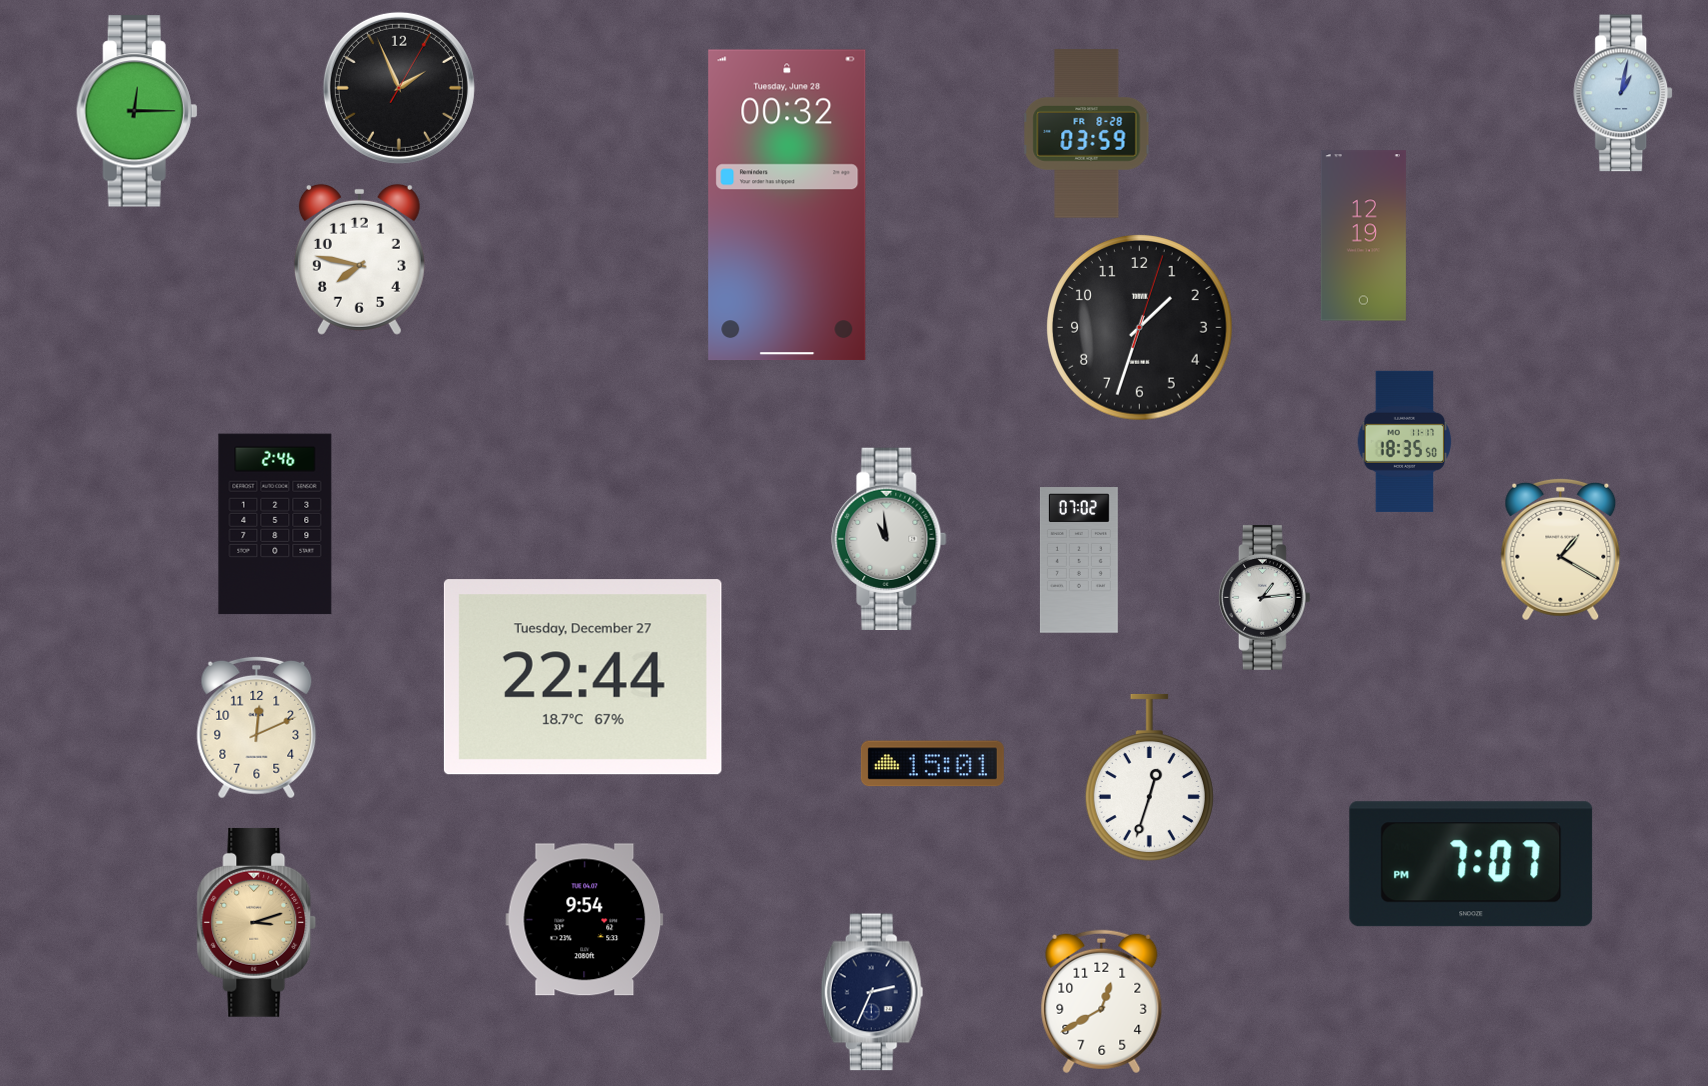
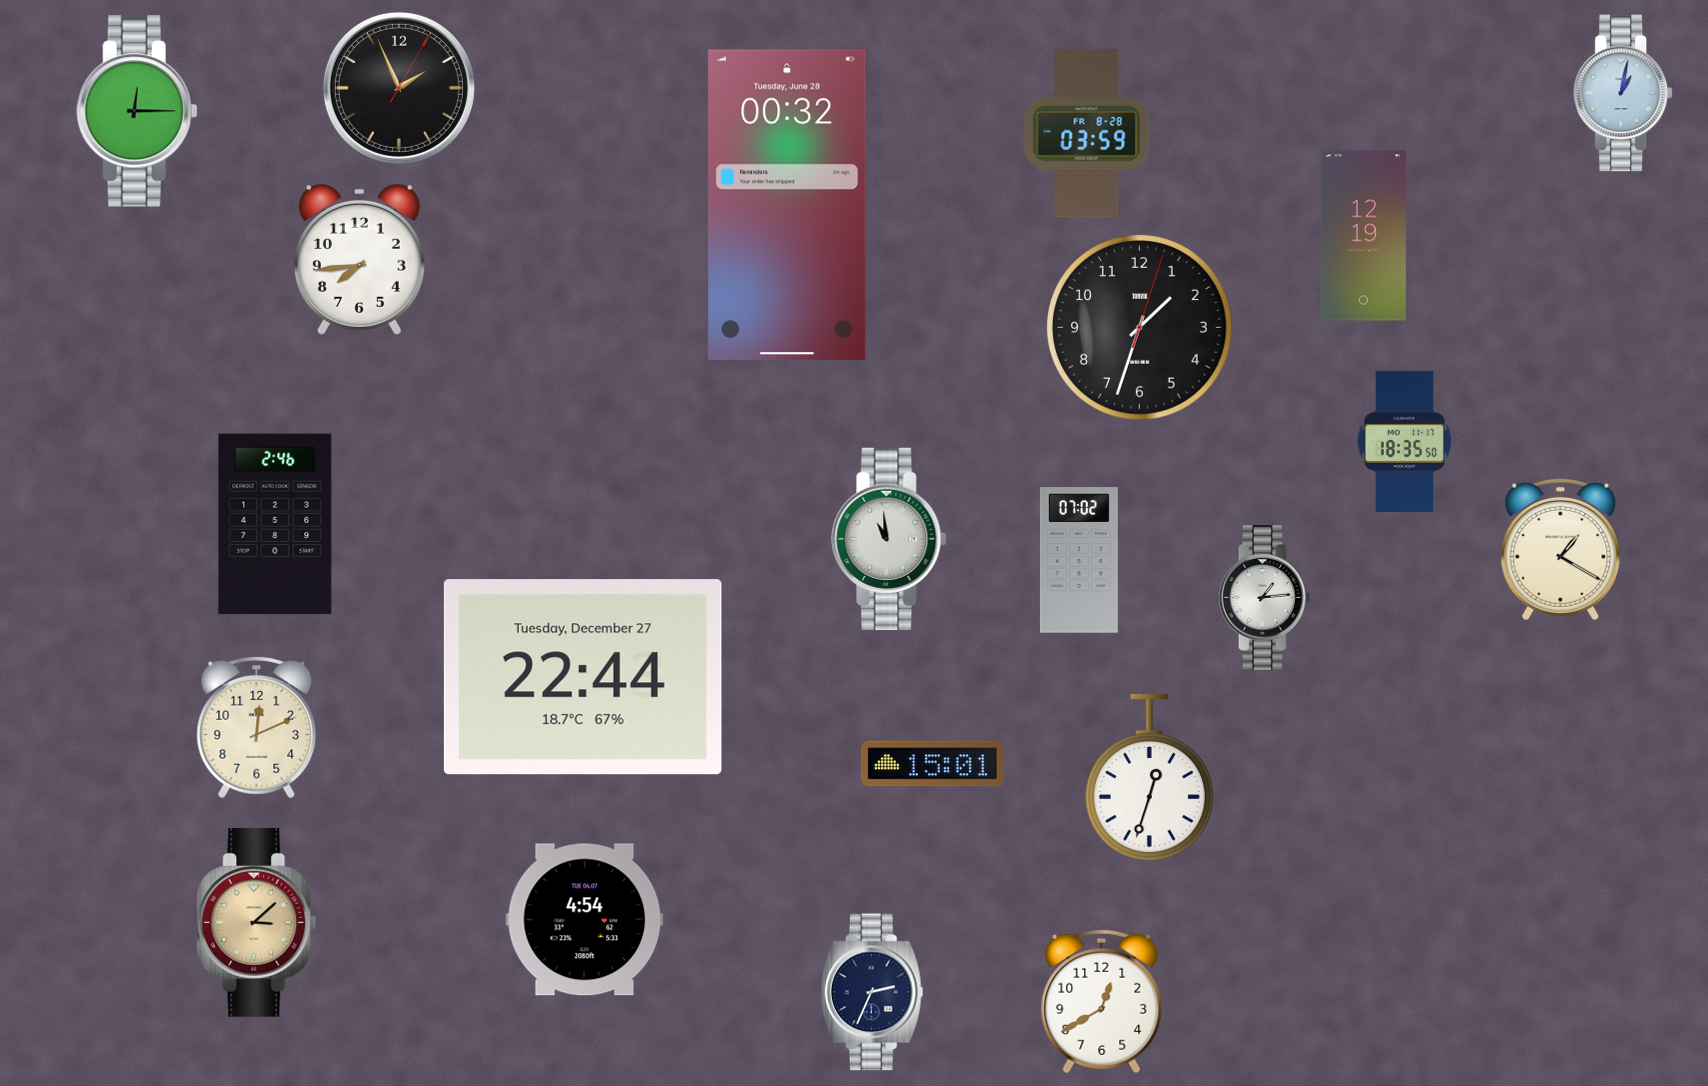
clock at (359, 259): 7:47 -> 7:44
clock at (1471, 864): 7:07 -> none
clock at (585, 920): 9:54 -> 4:54
clock at (257, 922): 3:12 -> 3:08
